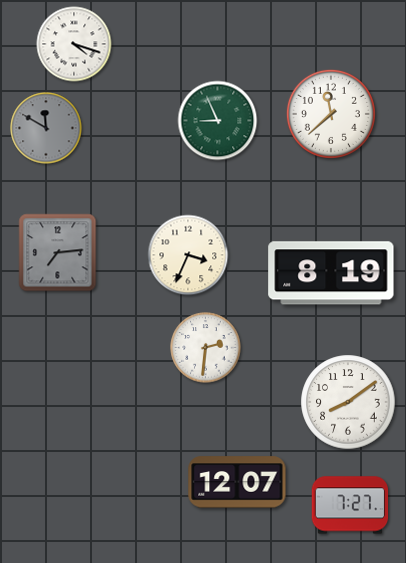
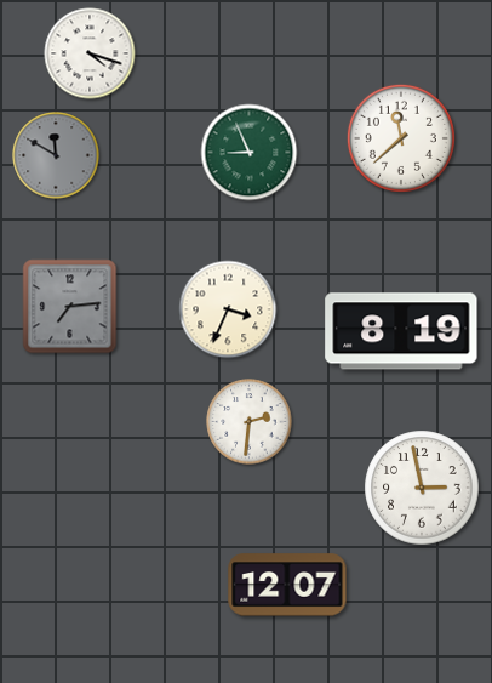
clock at (218, 121) position: (218, 121) -> (250, 153)
clock at (348, 402): 8:09 -> 2:58
clock at (350, 505): 7:27 -> none
